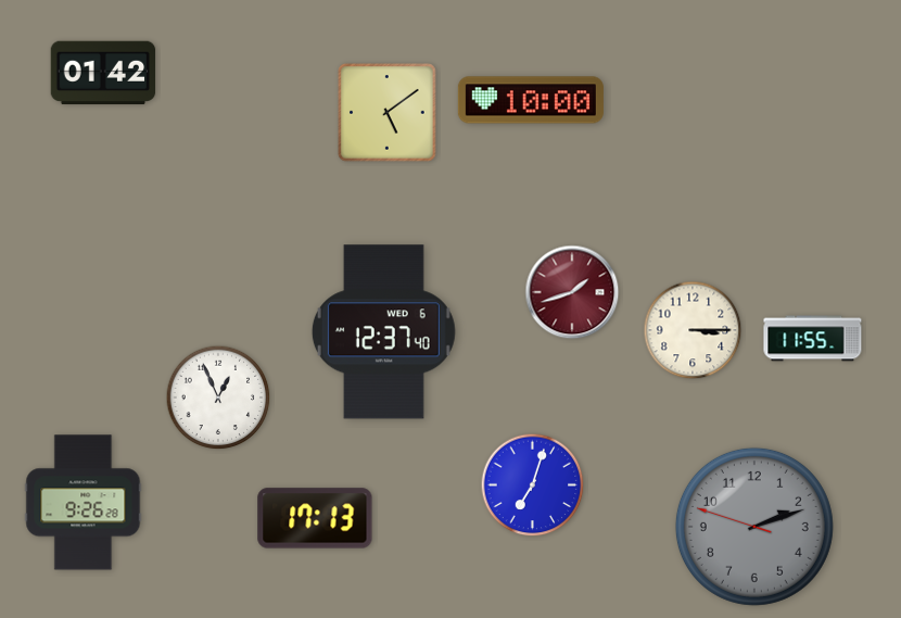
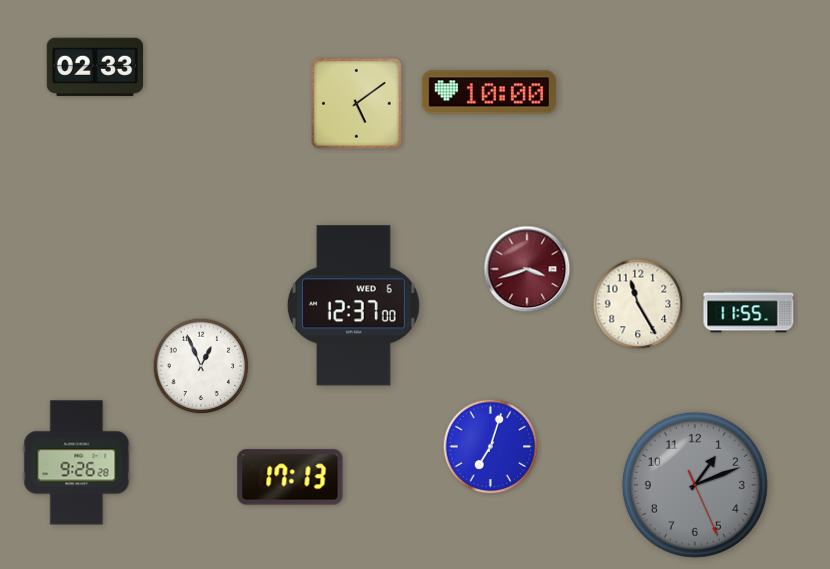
clock at (103, 73): 01:42 -> 02:33
clock at (572, 292): 1:42 -> 3:42
clock at (693, 330): 3:15 -> 11:25
clock at (383, 332): 12:37:40 -> 12:37:00
clock at (754, 527): 2:11 -> 1:11
